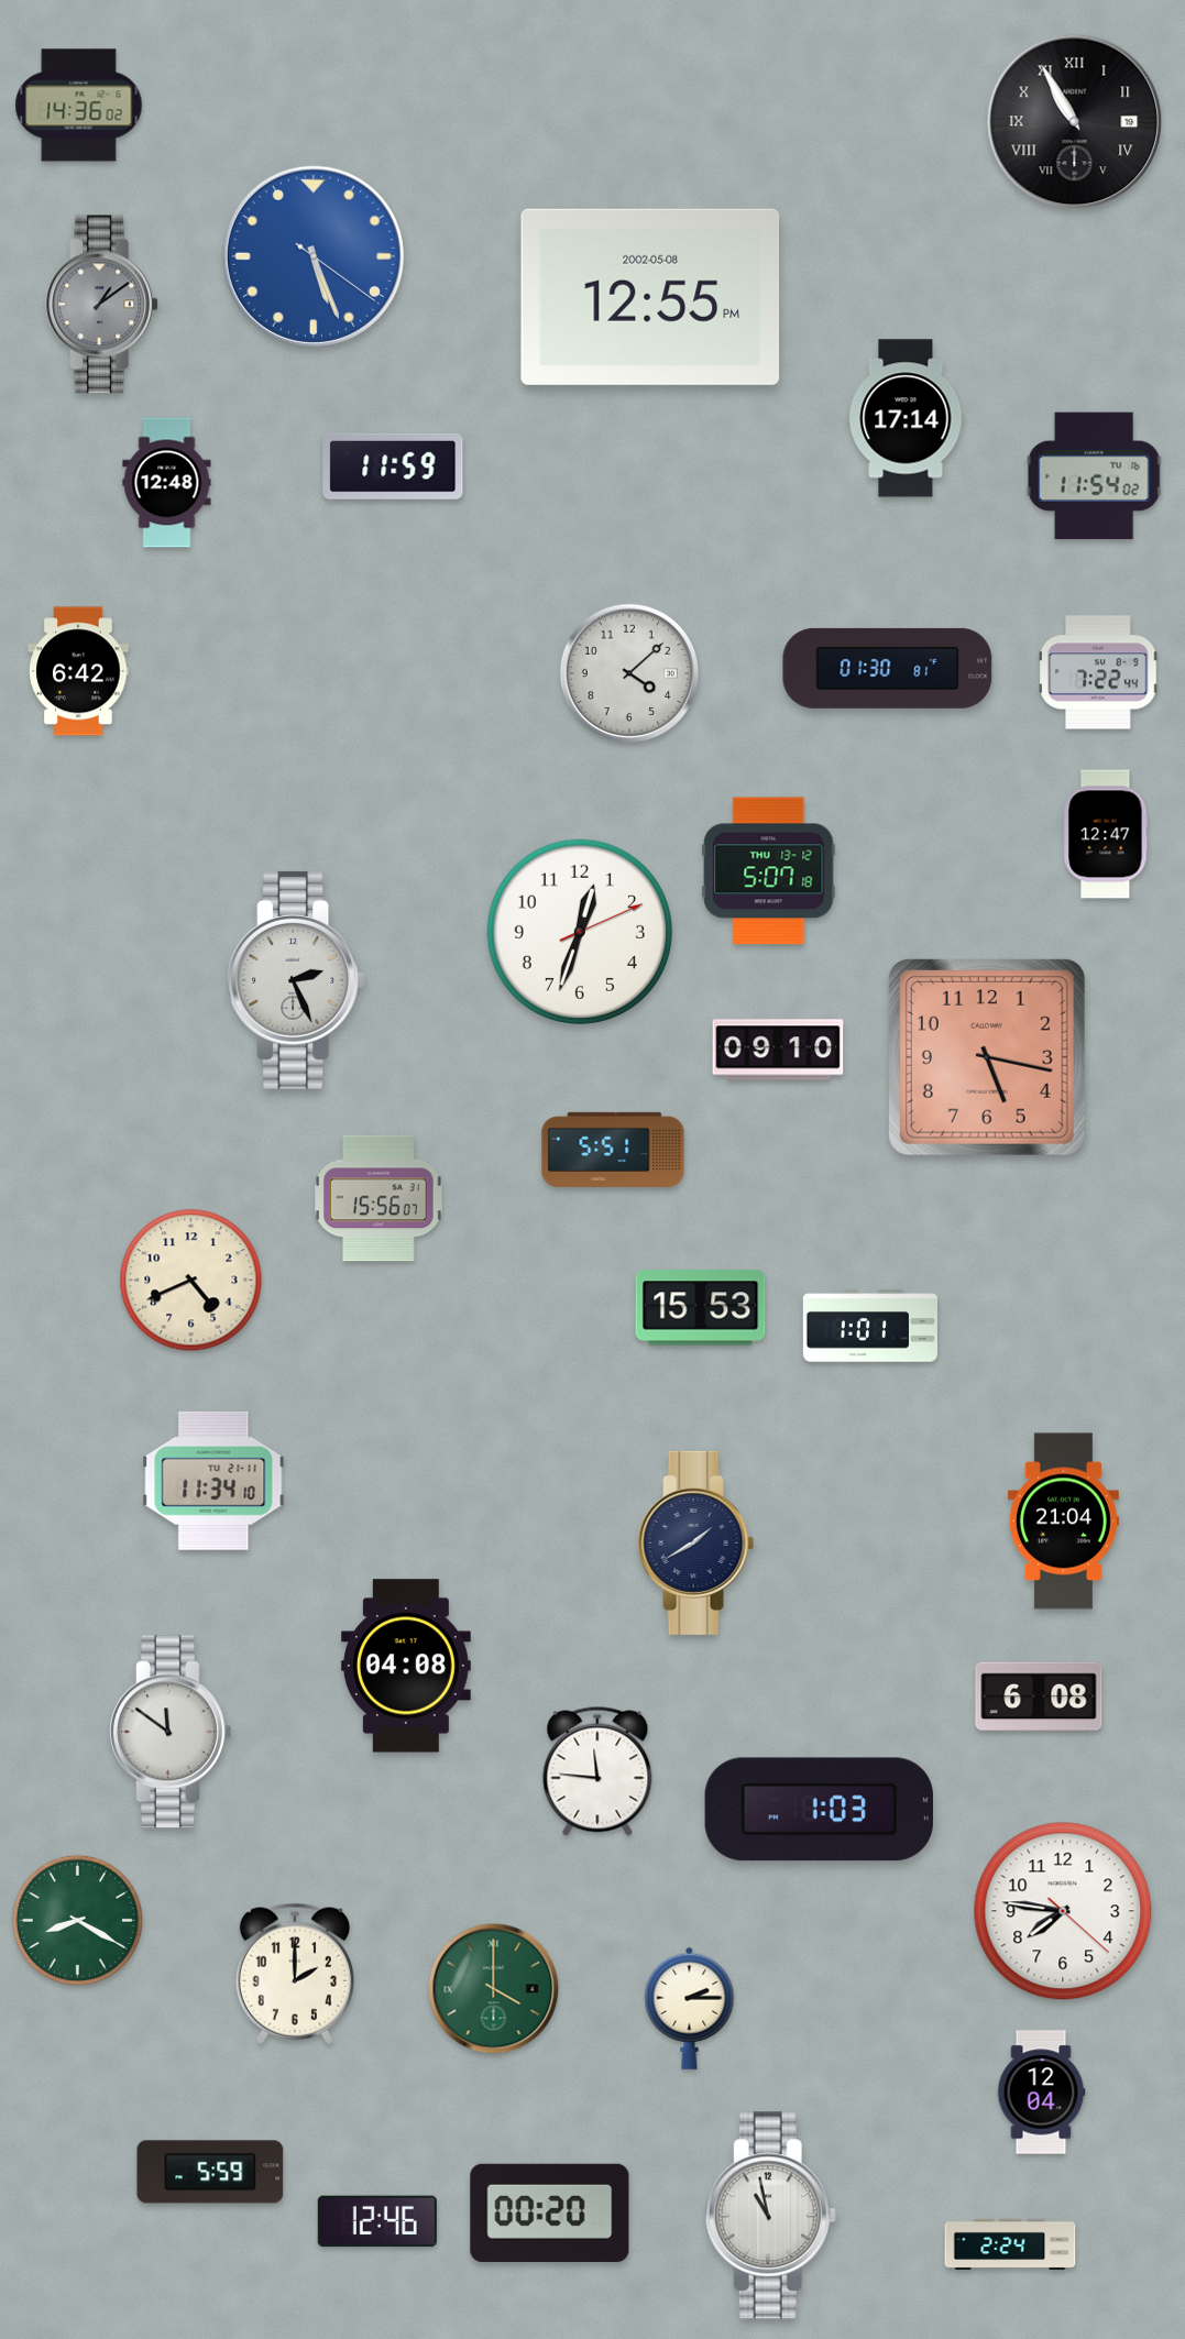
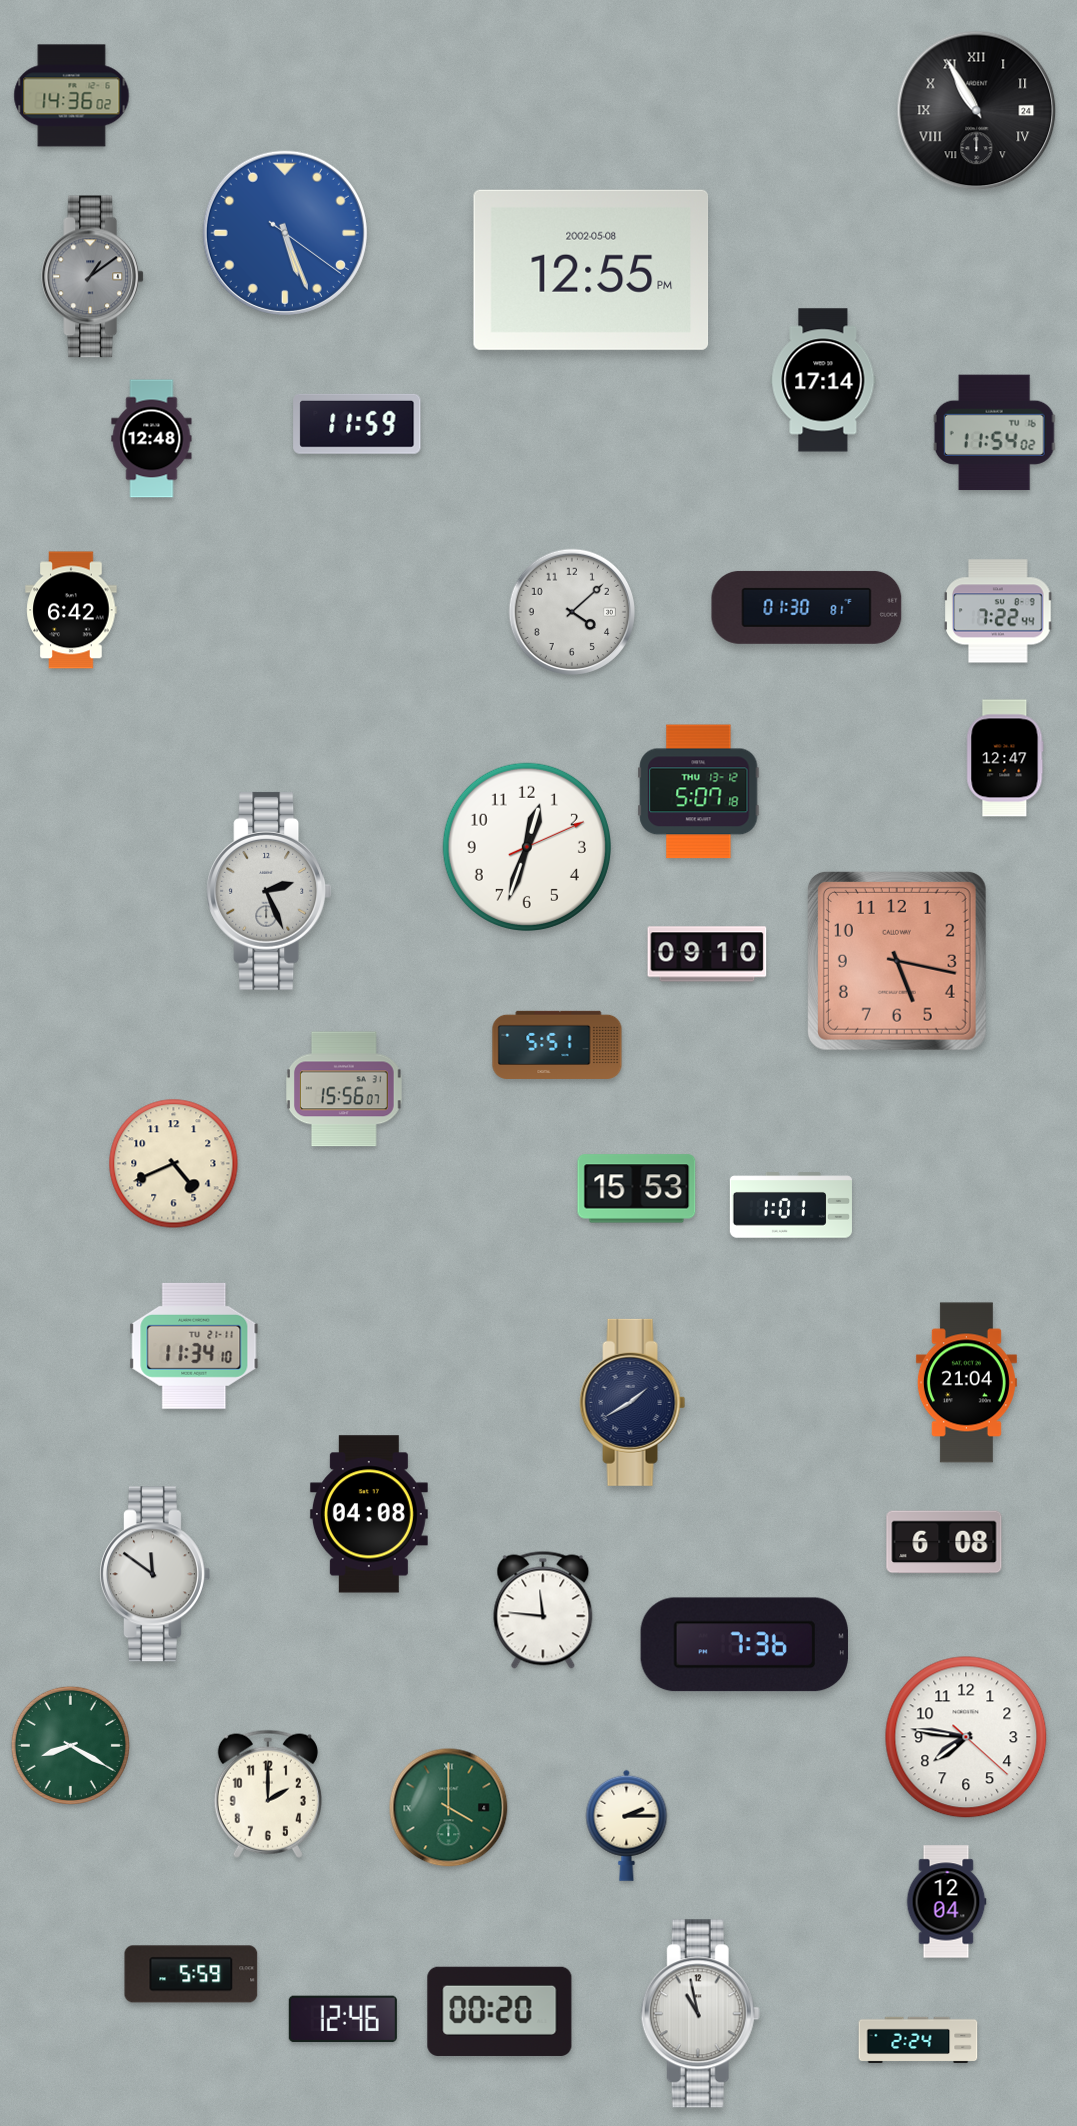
clock at (1075, 122) date: 19 -> 24
clock at (819, 1810): 1:03 -> 7:36
